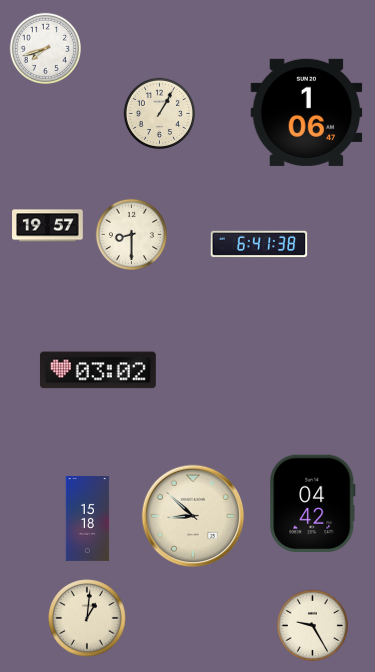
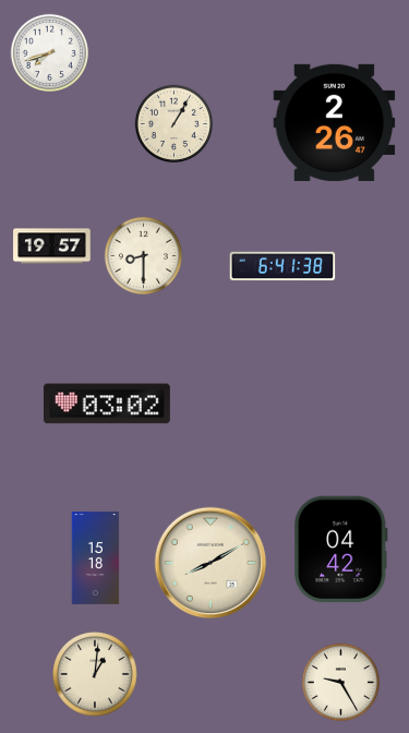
clock at (307, 112): 1:06 -> 2:26
clock at (193, 516): 8:52 -> 8:10
clock at (88, 518) position: (88, 518) -> (96, 557)
